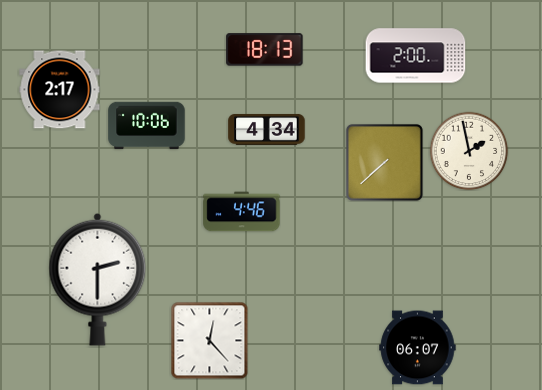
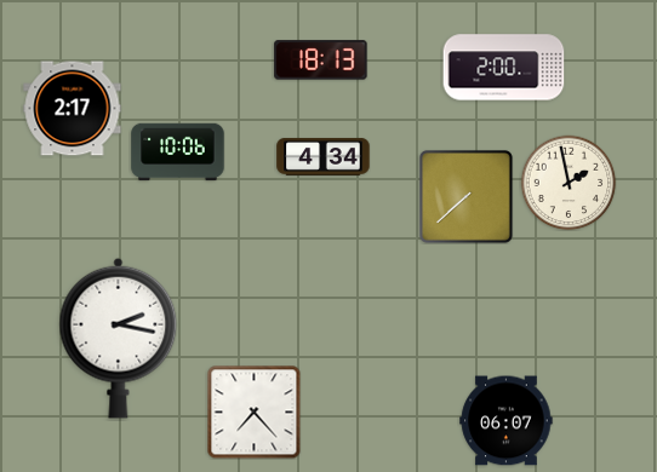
clock at (242, 212): 4:46 -> none
clock at (98, 279): 2:30 -> 2:17
clock at (209, 340): 12:23 -> 7:23
